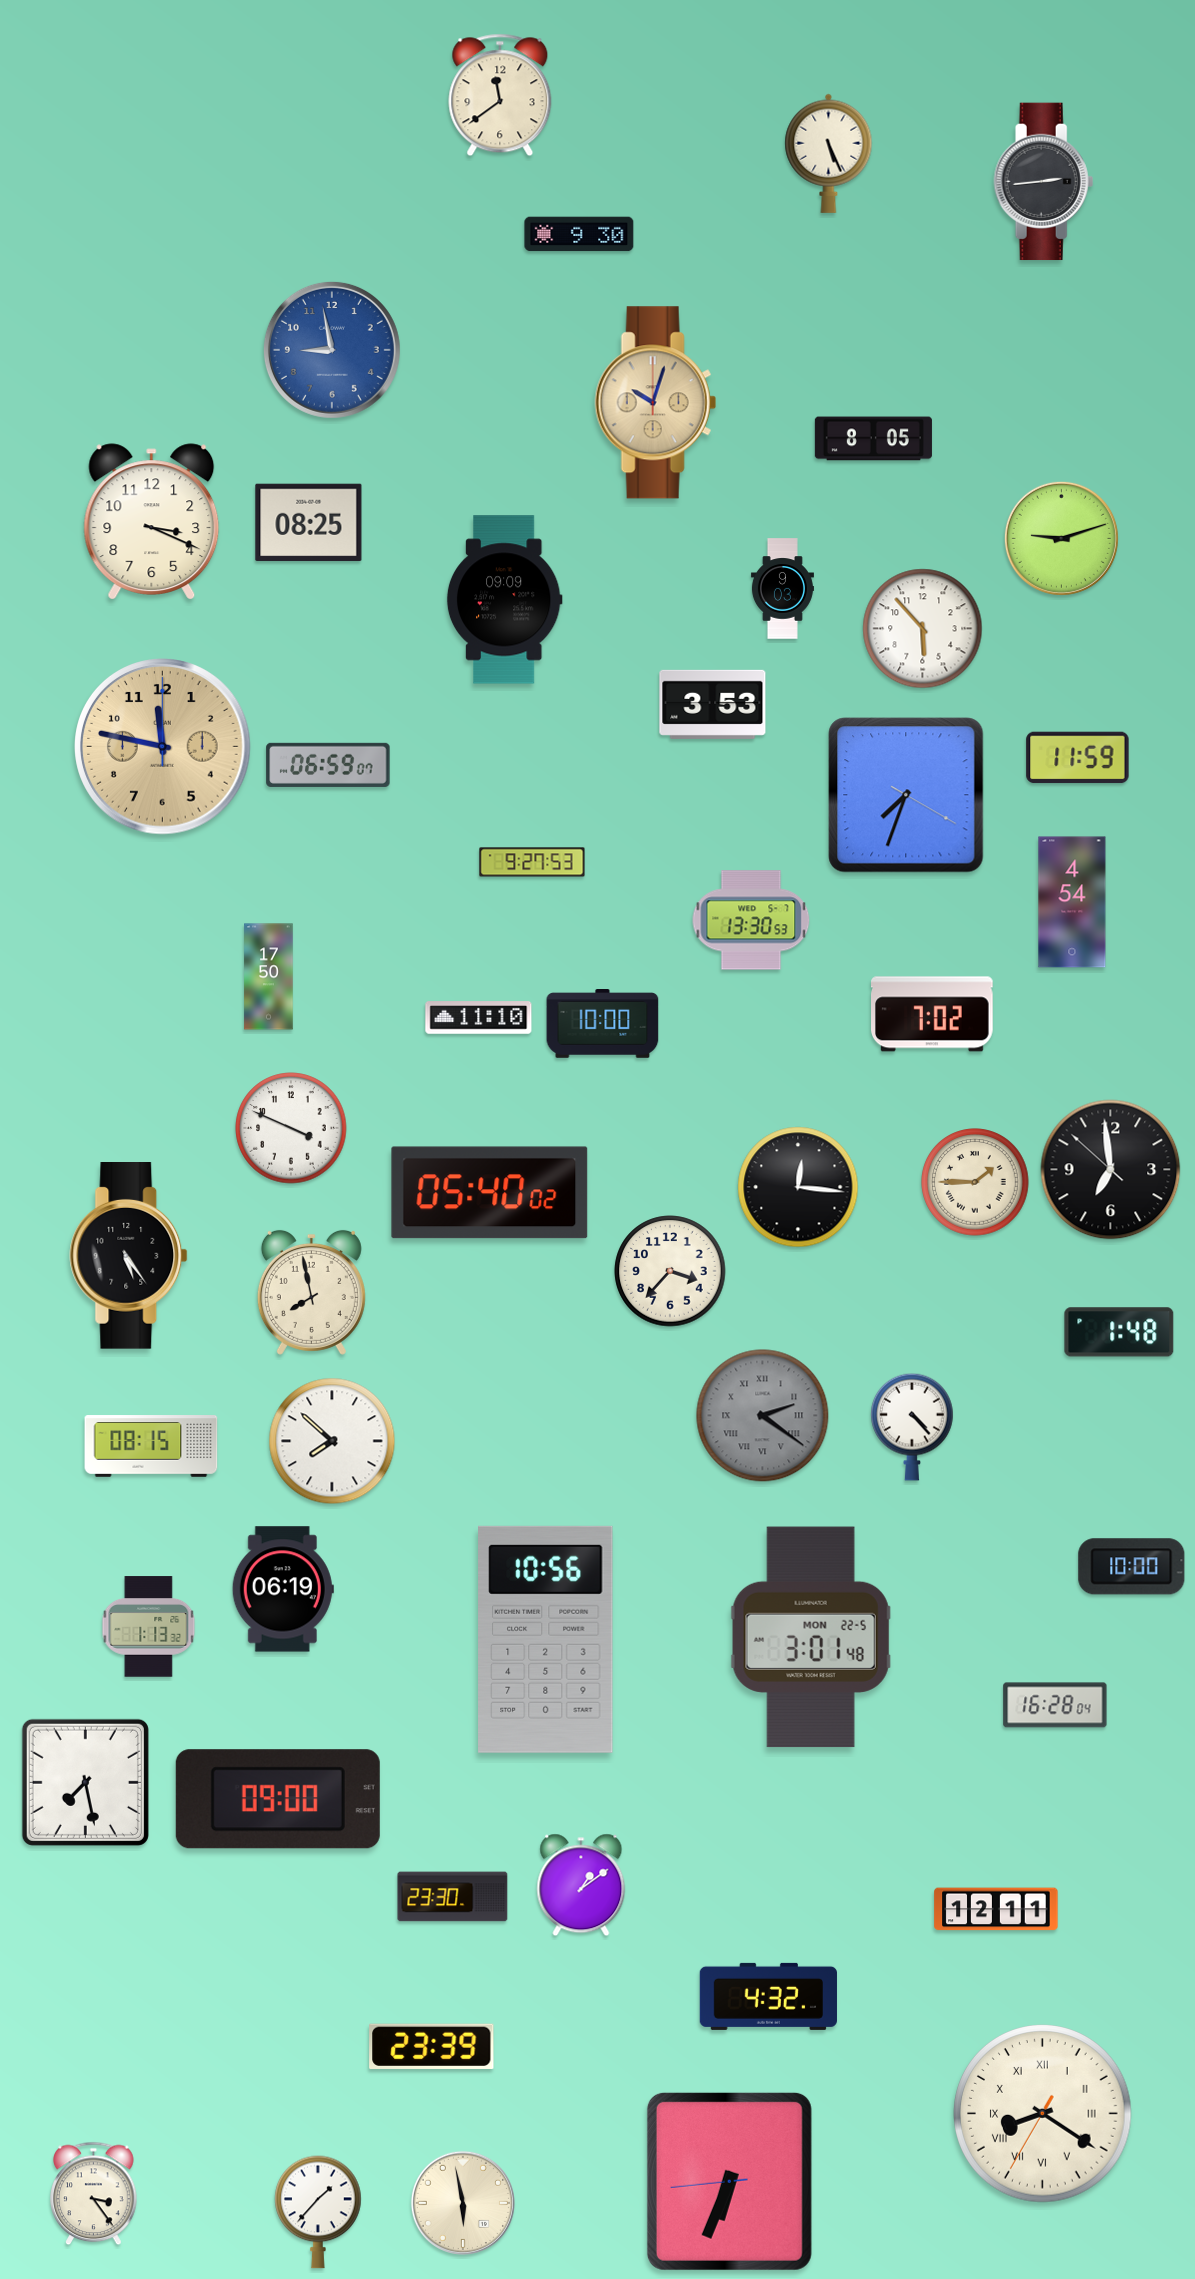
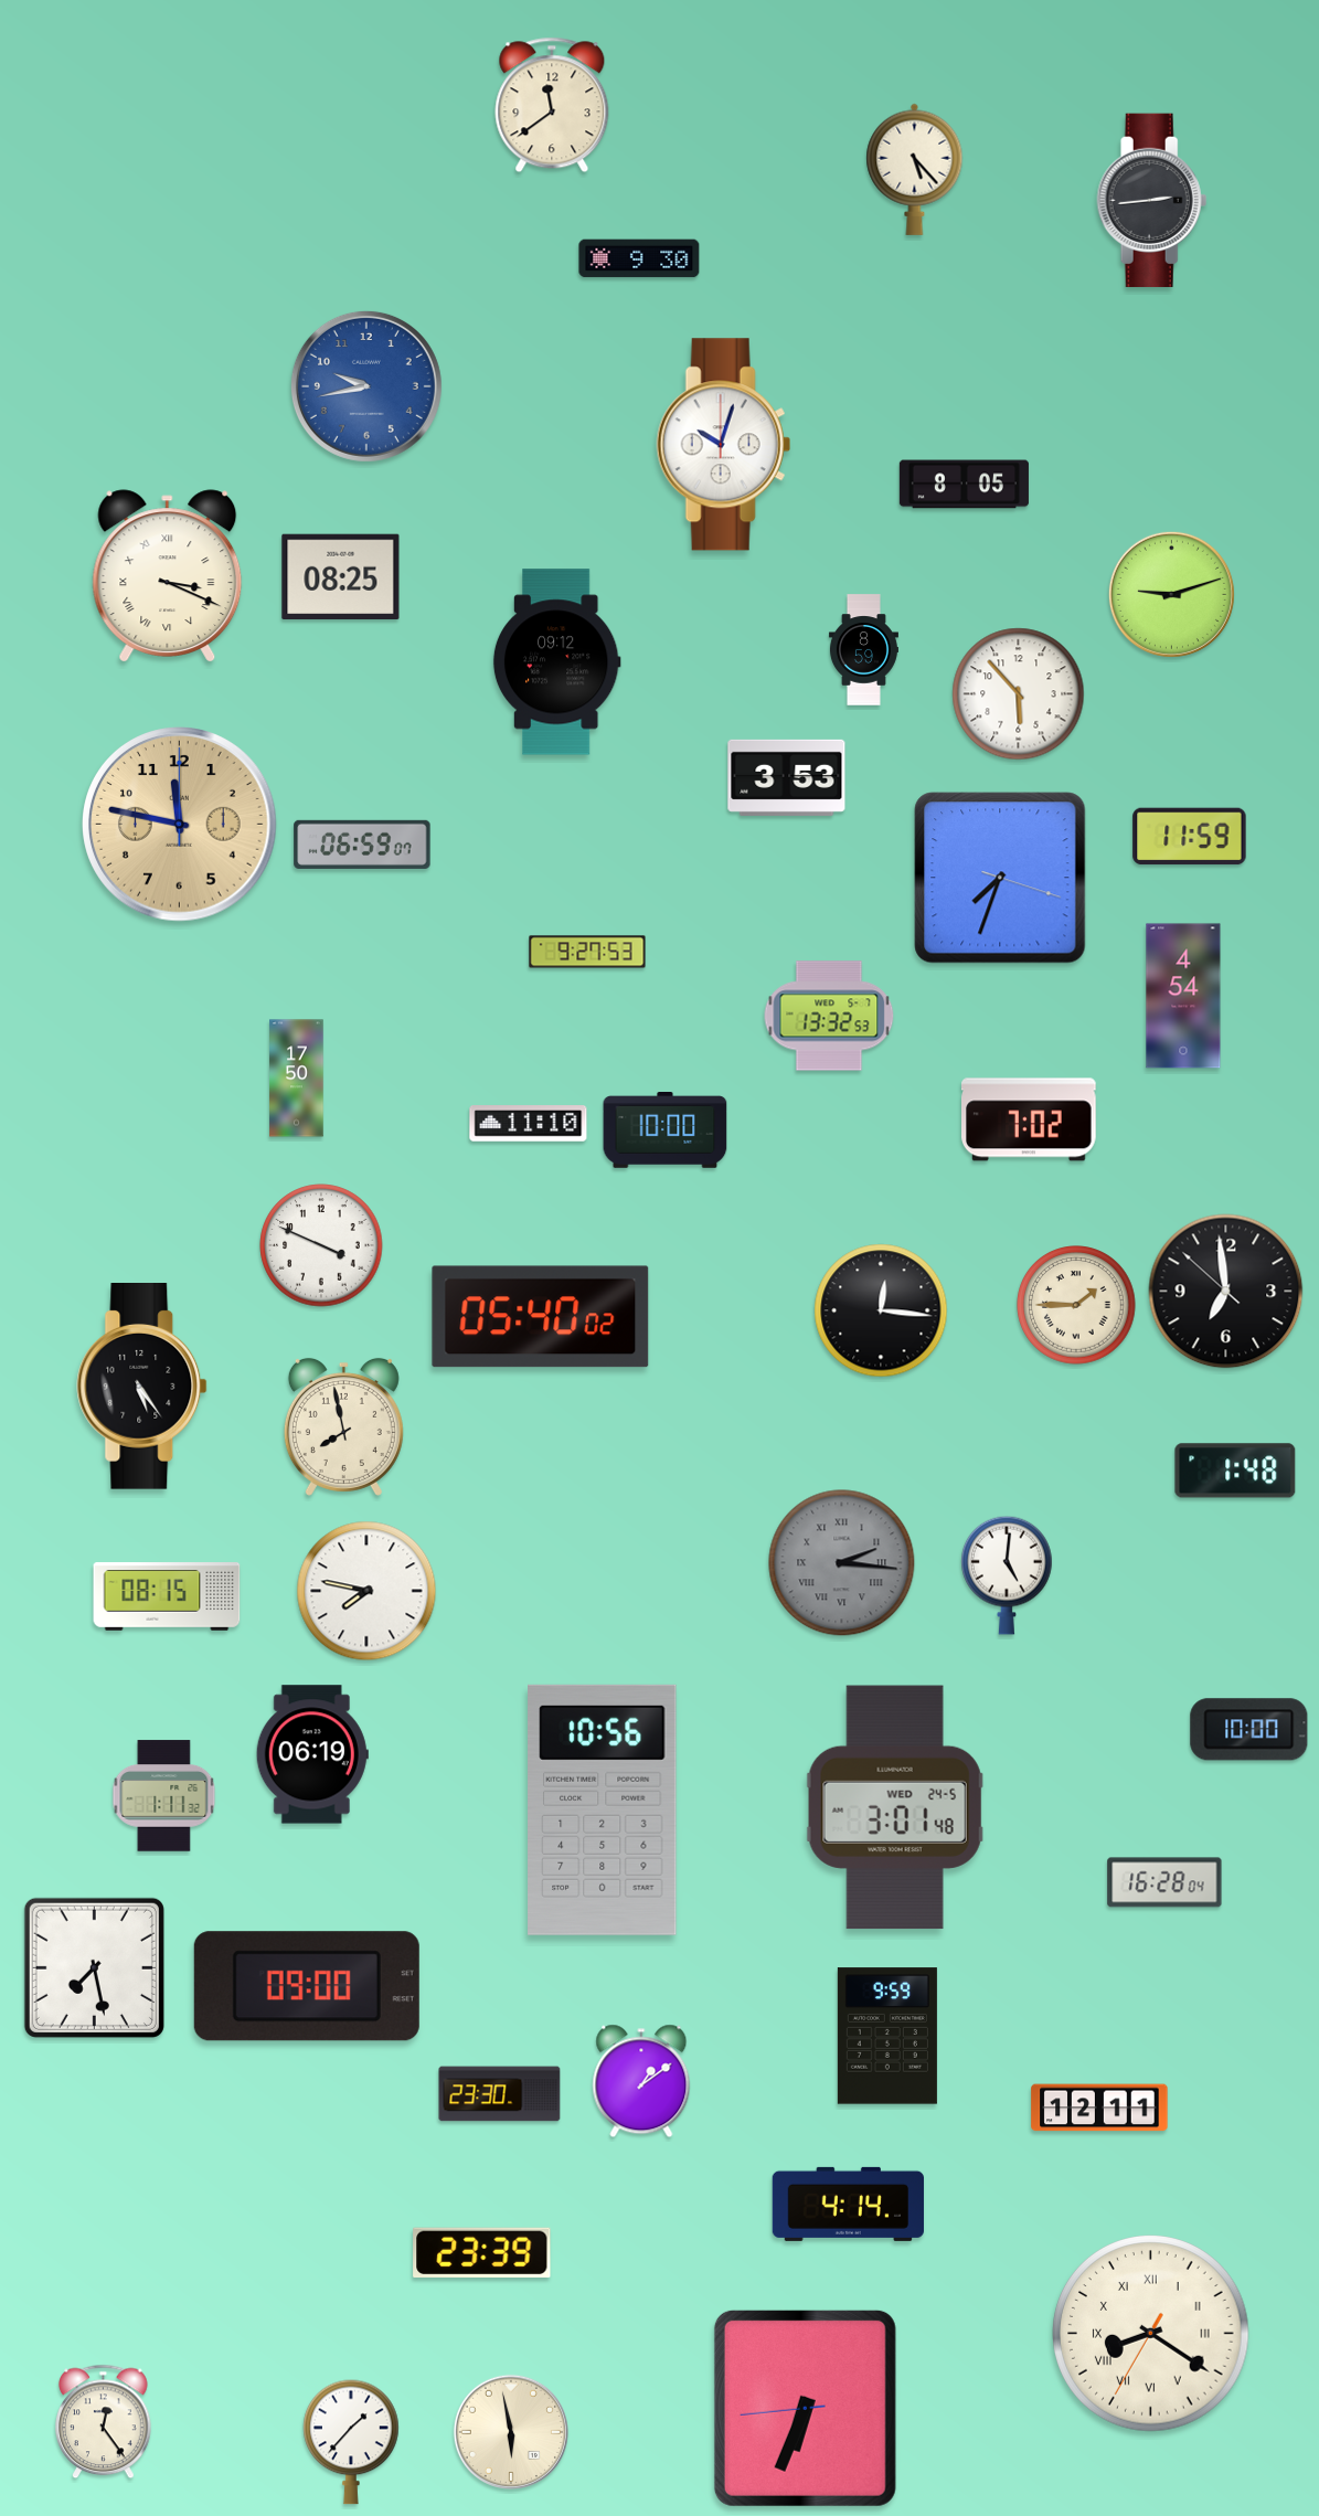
clock at (829, 153): 5:26 -> 5:23
clock at (332, 350): 8:58 -> 9:43
clock at (655, 403) dial: champagne -> white
clock at (152, 521) numerals: Arabic -> Roman
clock at (782, 589): 9:03 -> 8:59
clock at (504, 600): 09:09 -> 09:12
clock at (906, 795): 7:33:20 -> 7:33:18
clock at (751, 920): 13:30 -> 13:32
clock at (670, 1271): 3:37 -> none
clock at (763, 1416): 2:21 -> 2:16
clock at (913, 1427): 4:23 -> 5:01
clock at (332, 1441): 7:52 -> 7:47
clock at (149, 1627): 1:13 -> 1:11
clock at (811, 1637) date: MON 22-5 -> WED 24-5
clock at (887, 2036): none -> 9:59
clock at (768, 1996): 4:32 -> 4:14
clock at (432, 2046) position: (432, 2046) -> (482, 2252)
clock at (94, 2194): 3:24 -> 12:24
